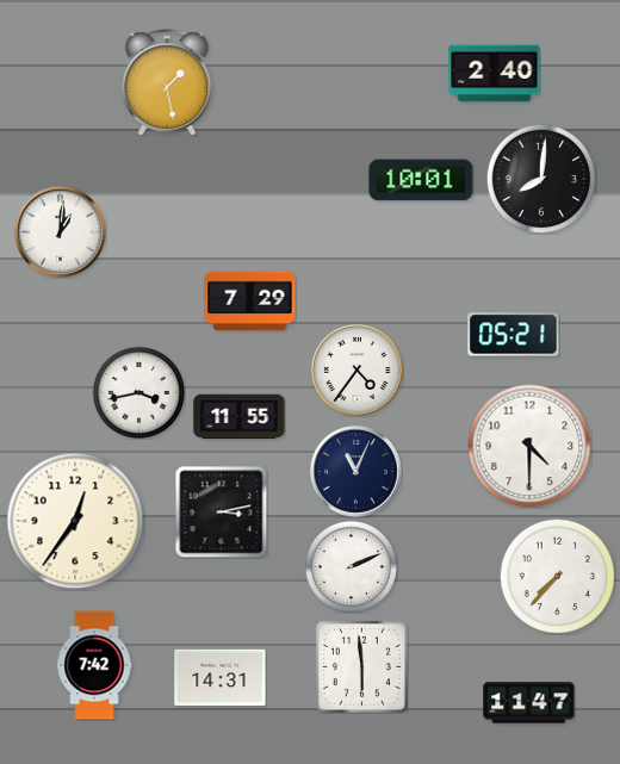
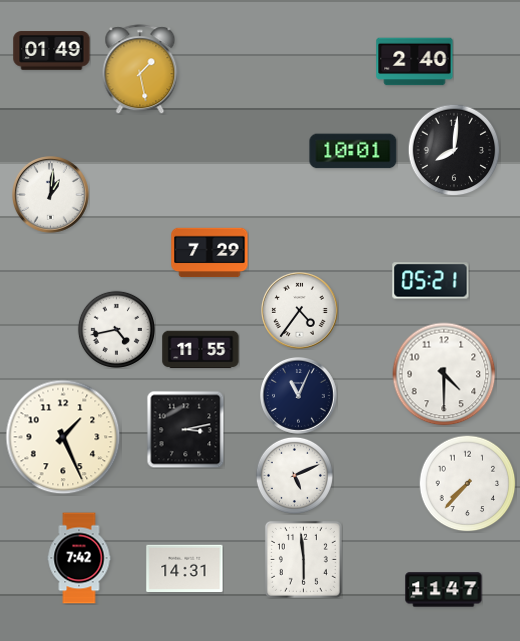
clock at (52, 51): none -> 01:49
clock at (138, 392): 3:43 -> 4:43
clock at (75, 521): 12:36 -> 1:26
clock at (351, 566): 2:11 -> 5:11
